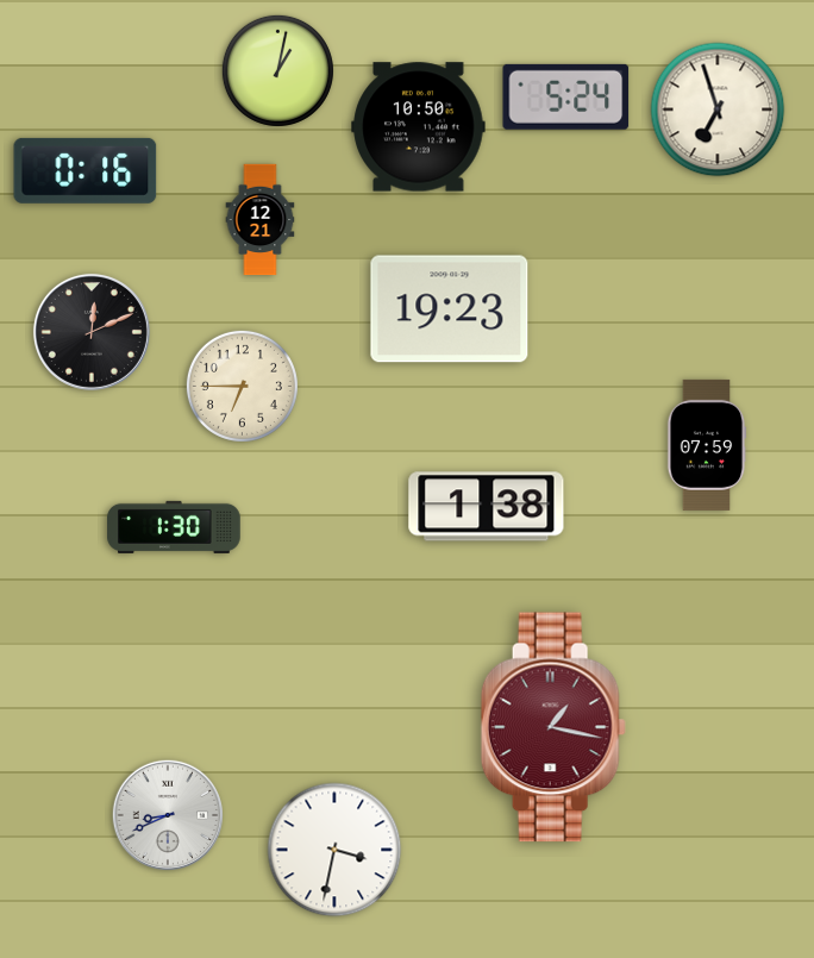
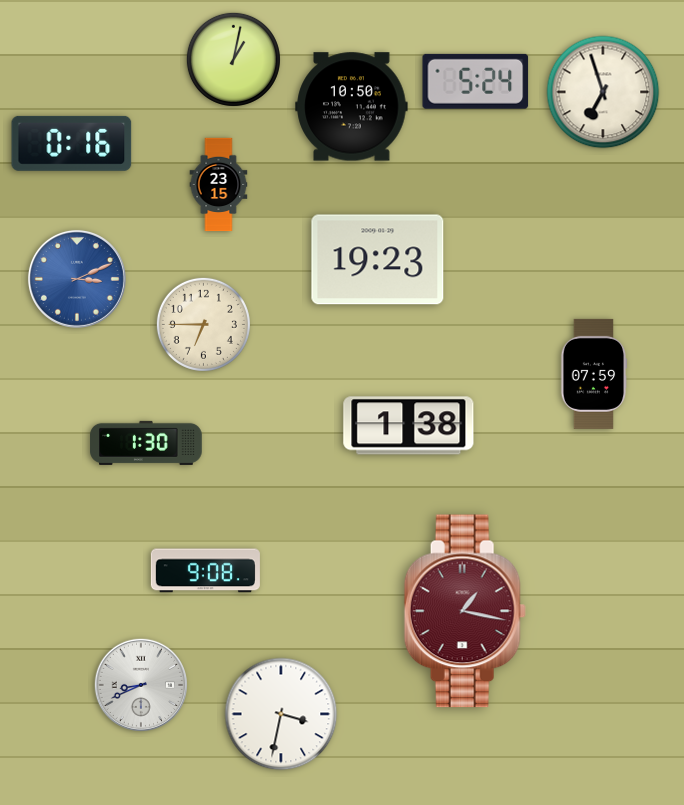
clock at (261, 220): 12:21 -> 23:15
clock at (92, 332): 12:11 -> 3:11
clock at (92, 332) dial: black -> blue
clock at (205, 571): none -> 9:08
